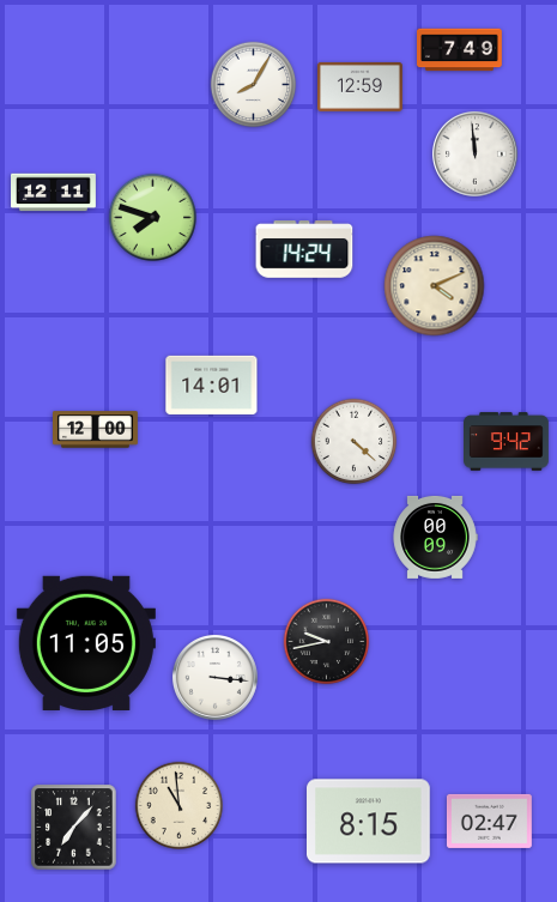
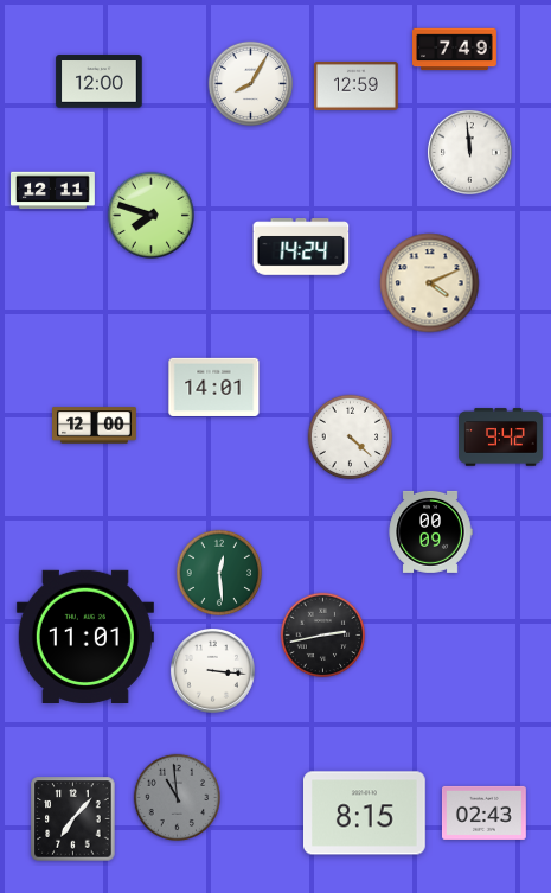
clock at (100, 82): none -> 12:00
clock at (212, 385) position: (212, 385) -> (214, 387)
clock at (219, 573): none -> 12:29
clock at (86, 642): 11:05 -> 11:01
clock at (327, 642): 9:43 -> 2:43
clock at (178, 805) dial: cream -> grey
clock at (489, 821): 02:47 -> 02:43
